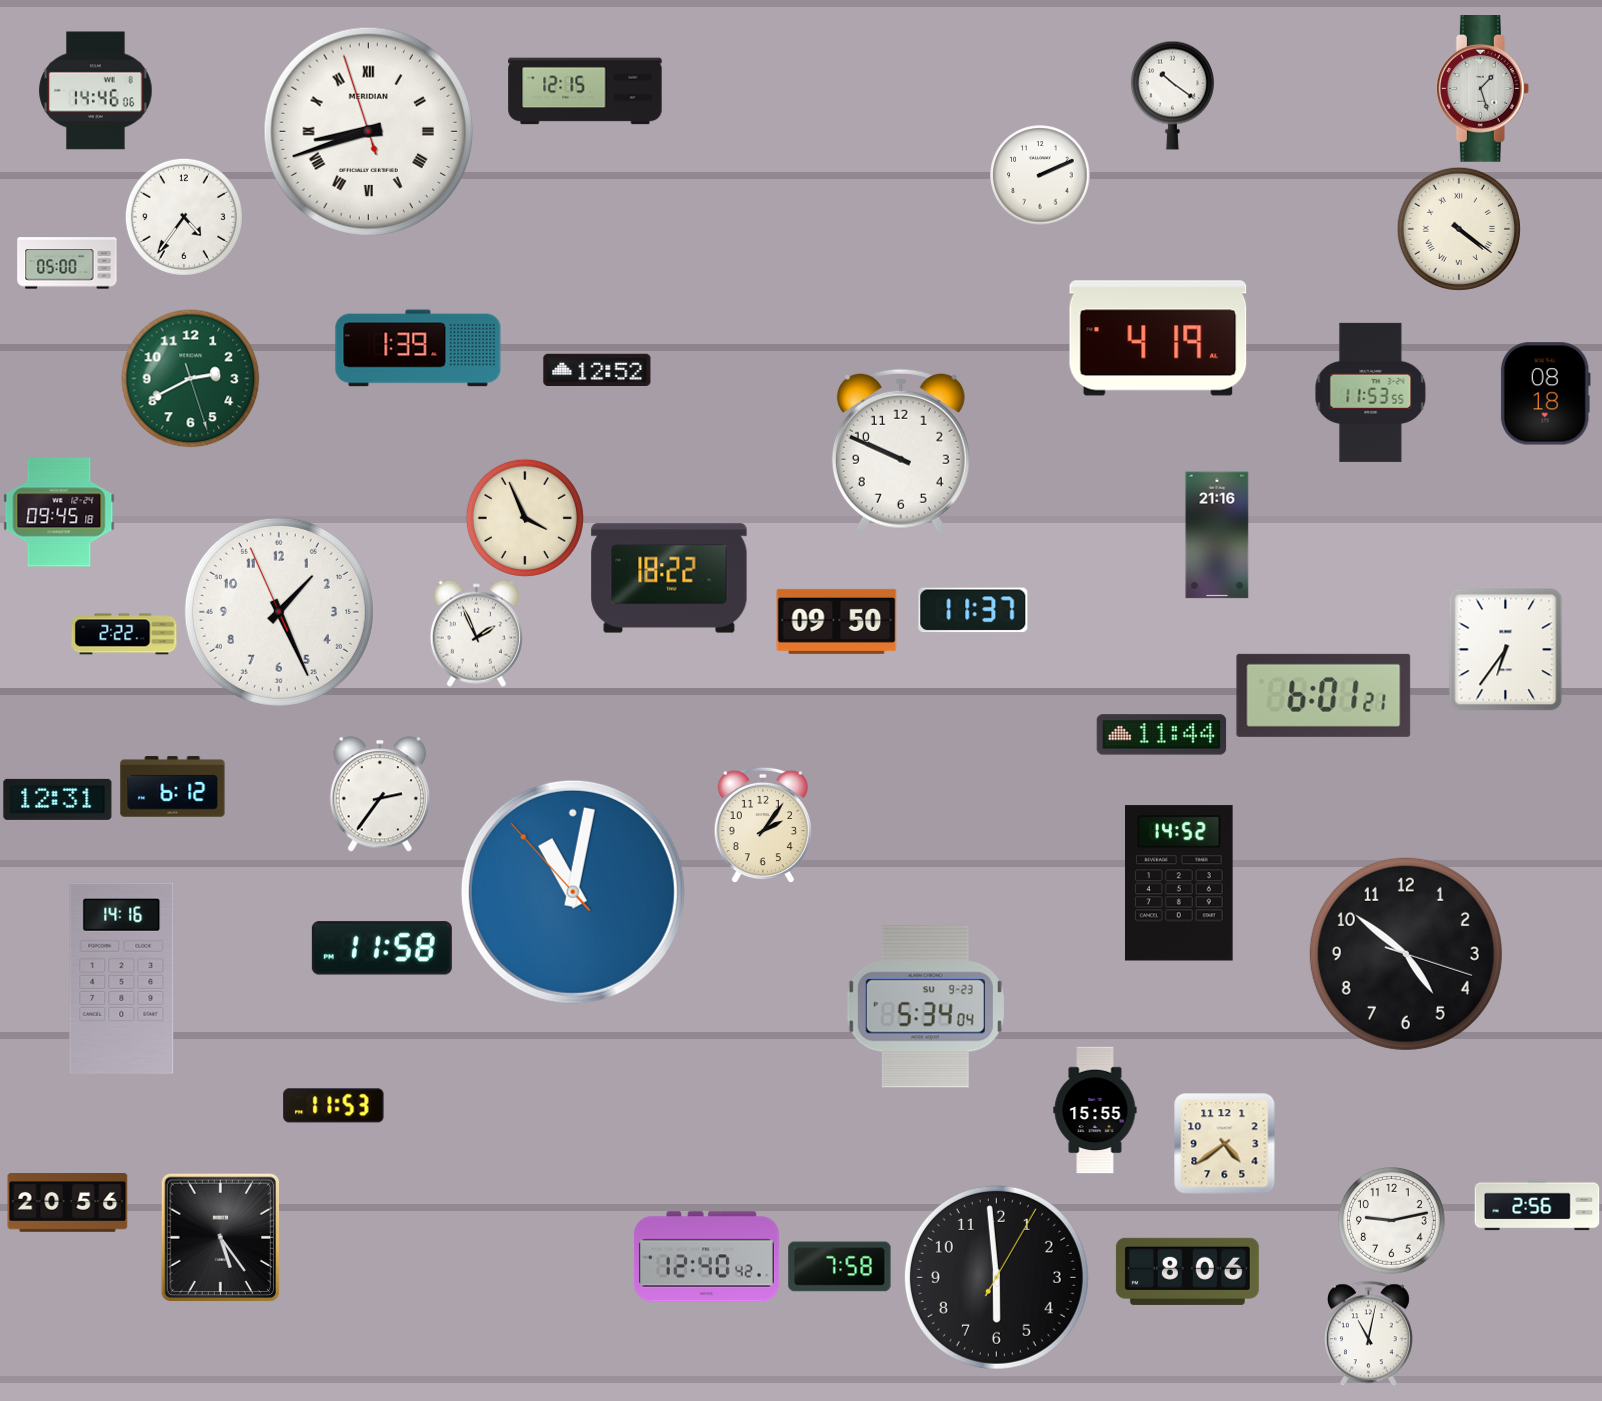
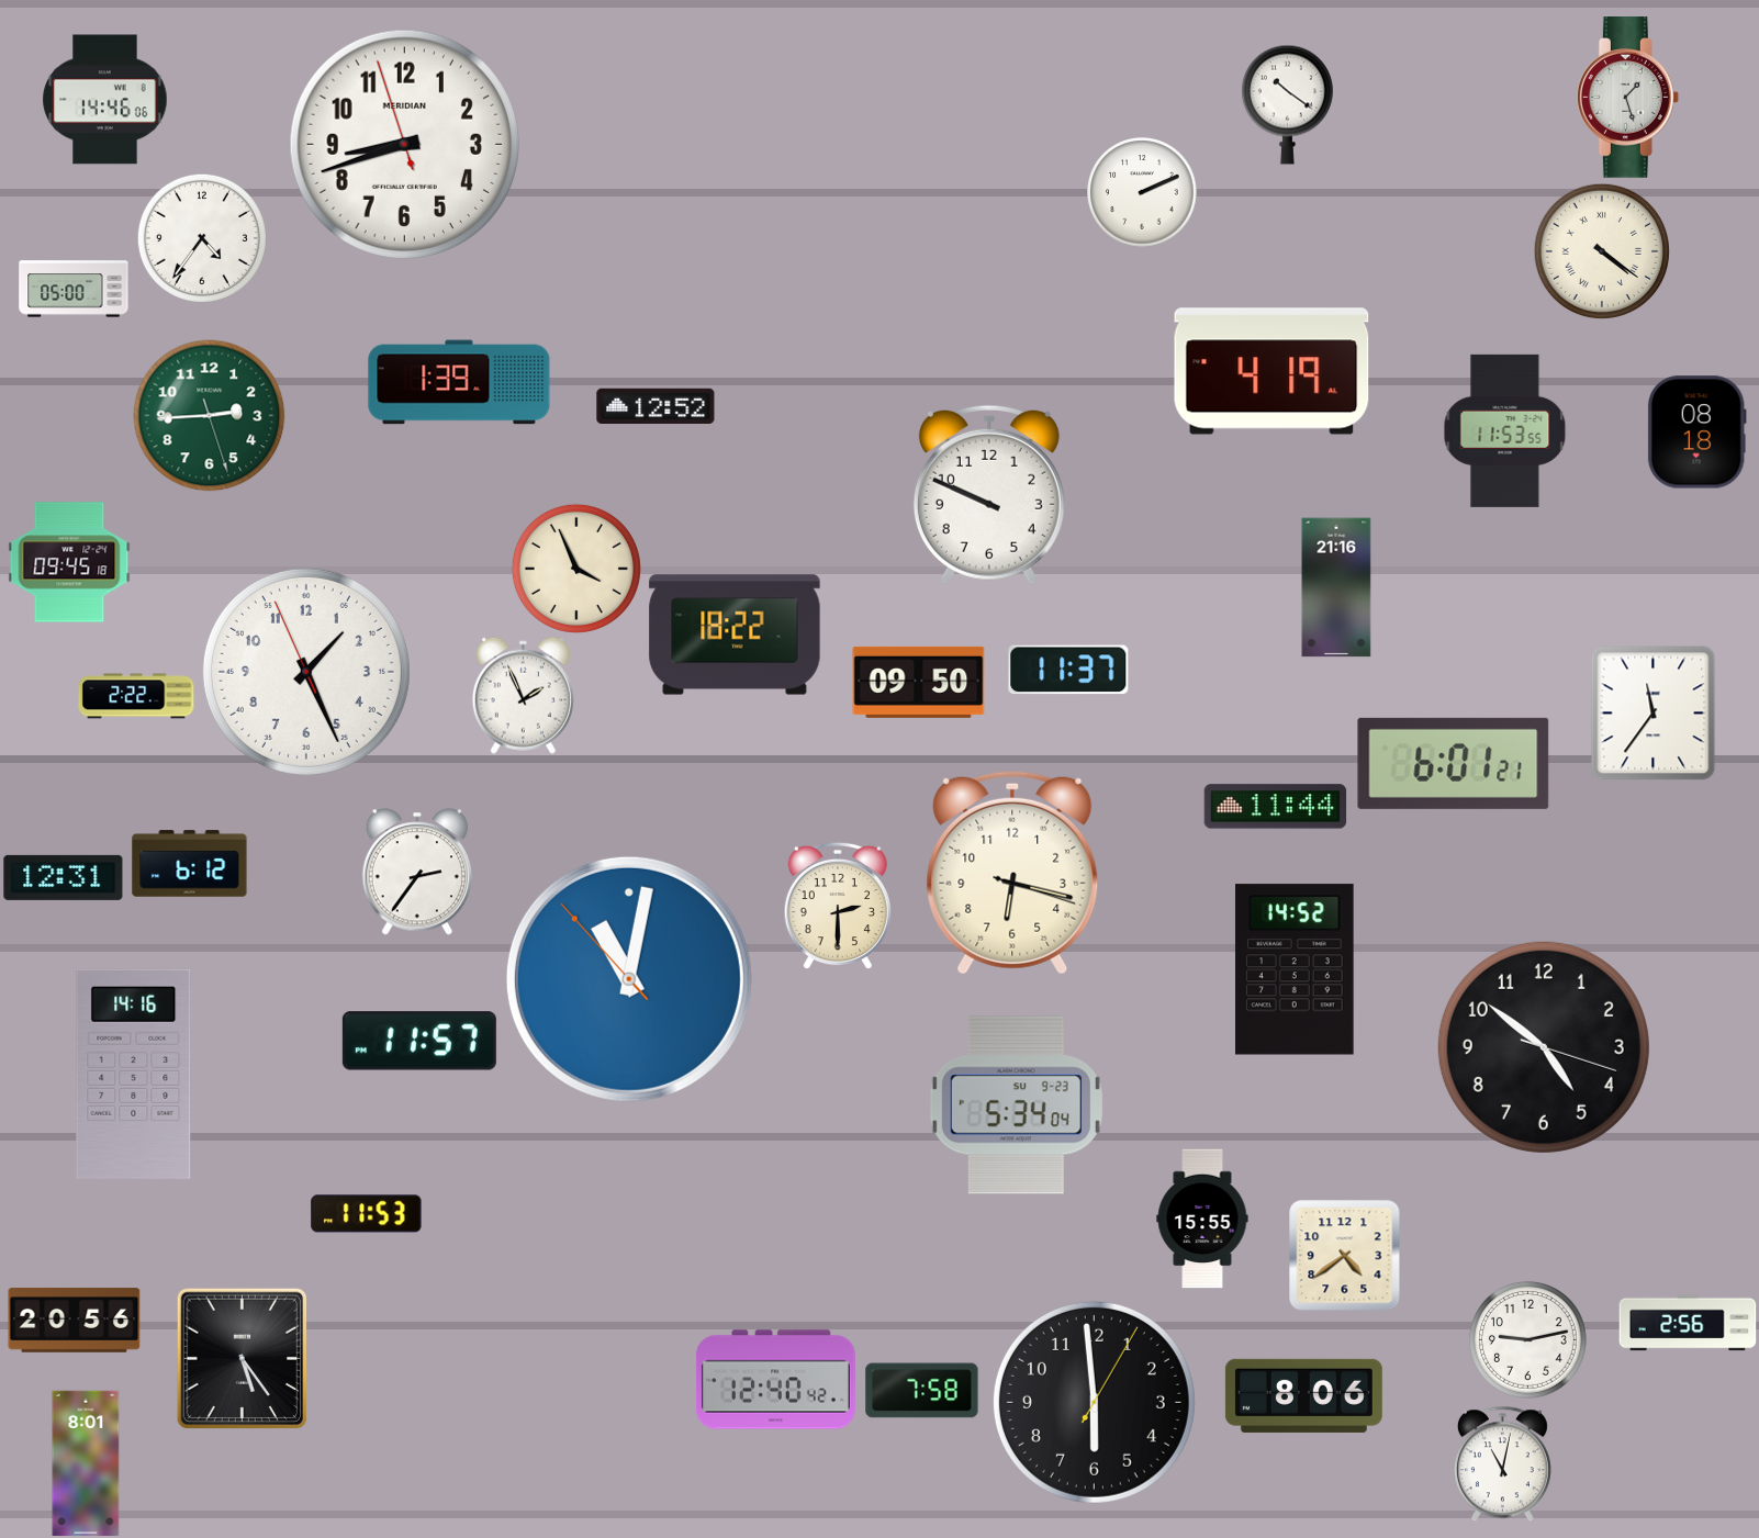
clock at (585, 91): 12:15 -> none
clock at (369, 132) numerals: Roman -> Arabic
clock at (191, 379): 2:40 -> 2:44
clock at (59, 512) position: (59, 512) -> (69, 562)
clock at (1506, 650): 6:36 -> 11:36
clock at (1012, 873): none -> 6:17
clock at (763, 825): 2:06 -> 2:30
clock at (382, 948): 11:58 -> 11:57
clock at (86, 1463): none -> 8:01
